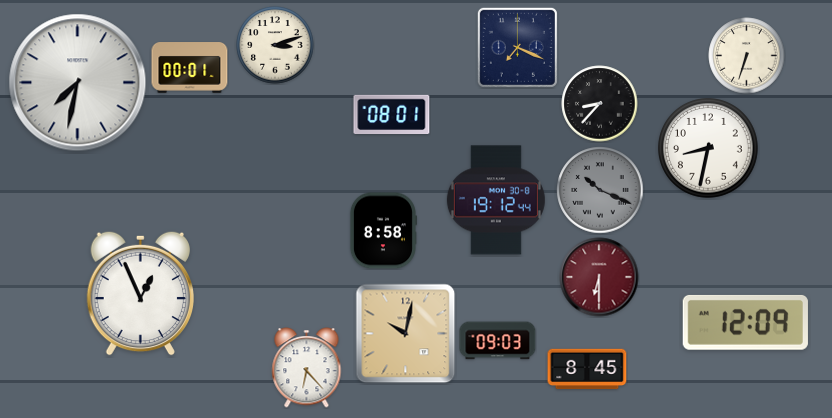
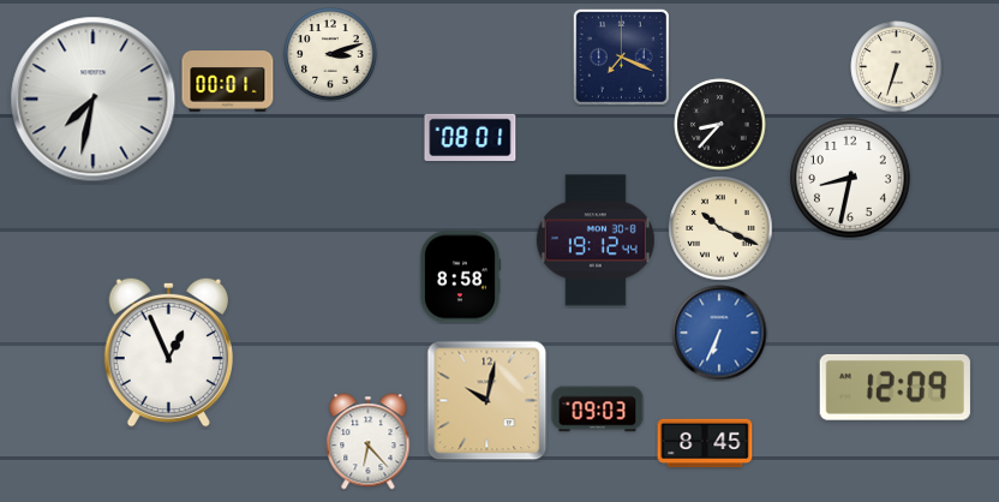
clock at (600, 190) dial: grey -> cream
clock at (599, 277): 6:30 -> 6:34
clock at (599, 277) dial: burgundy -> blue
